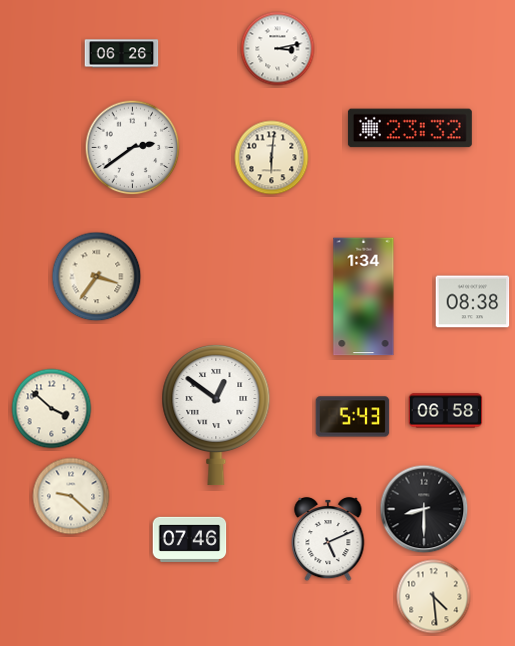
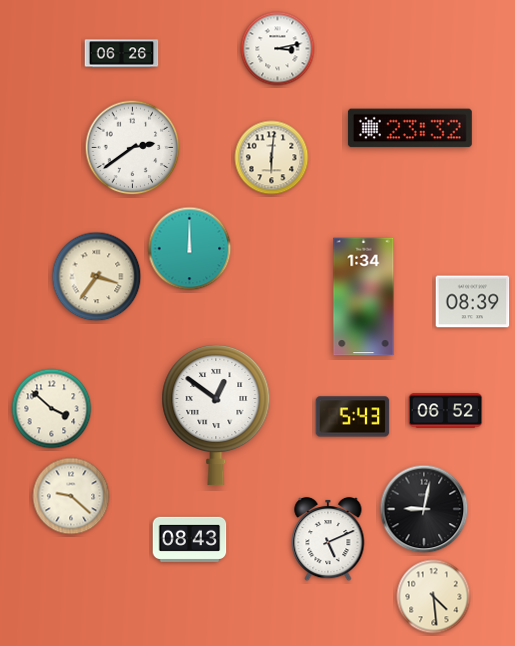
clock at (190, 249): none -> 12:00
clock at (473, 302): 08:38 -> 08:39
clock at (446, 411): 06:58 -> 06:52
clock at (424, 509): 8:30 -> 9:02
clock at (190, 539): 07:46 -> 08:43
